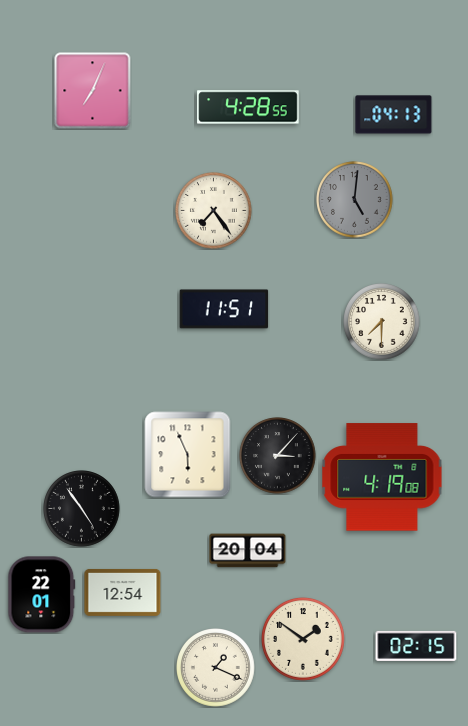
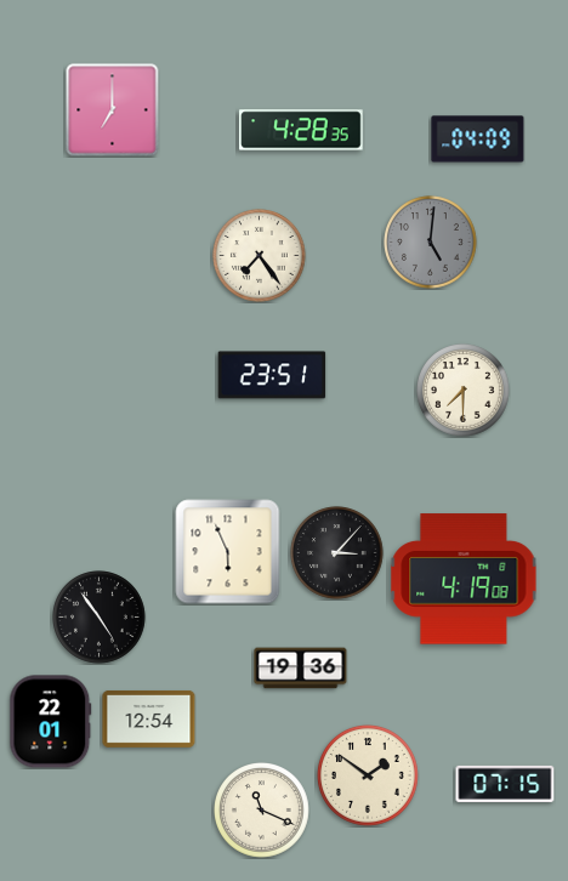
clock at (93, 91): 7:04 -> 7:00
clock at (248, 107): 4:28:55 -> 4:28:35
clock at (394, 115): 04:13 -> 04:09
clock at (224, 309): 11:51 -> 23:51
clock at (248, 551): 20:04 -> 19:36
clock at (416, 646): 02:15 -> 07:15
clock at (216, 668): 1:19 -> 11:19
